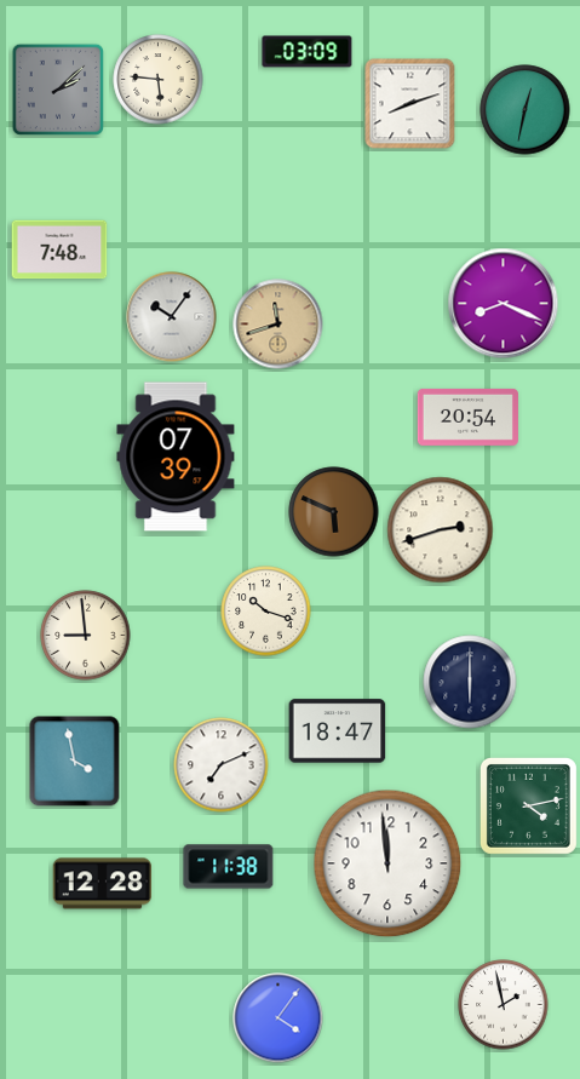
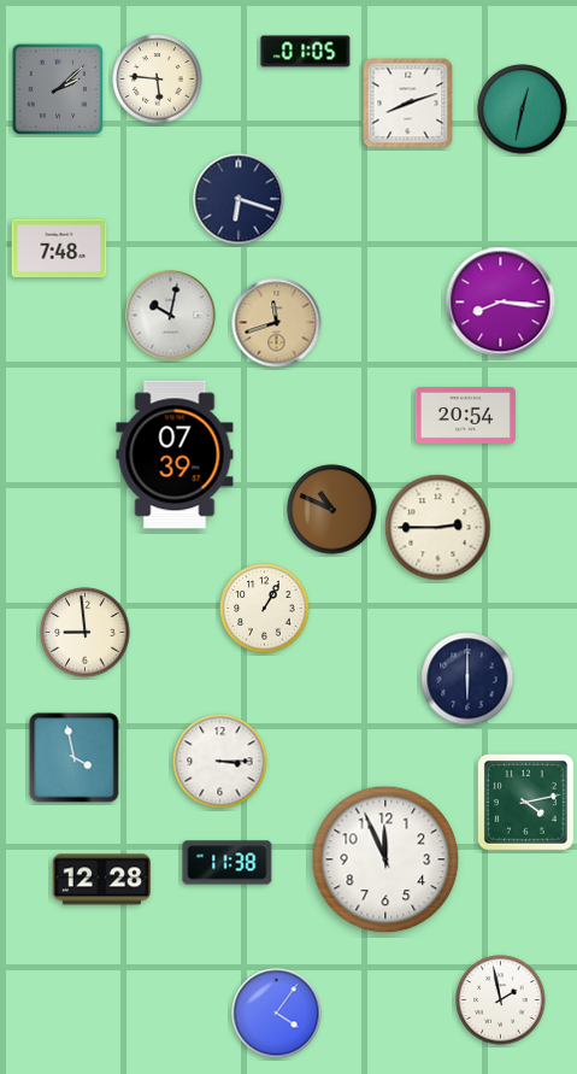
clock at (308, 52): 03:09 -> 01:05
clock at (239, 199): none -> 6:18
clock at (504, 304): 8:19 -> 8:16
clock at (172, 317): 10:06 -> 10:02
clock at (334, 512): 5:49 -> 10:49
clock at (441, 530): 2:42 -> 2:45
clock at (266, 612): 10:18 -> 1:05
clock at (338, 731): 18:47 -> none
clock at (222, 765): 7:11 -> 3:15
clock at (387, 863): 11:59 -> 11:56
